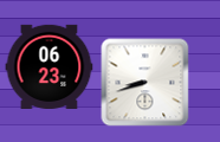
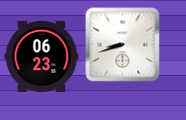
clock at (145, 83) position: (145, 83) -> (123, 45)
